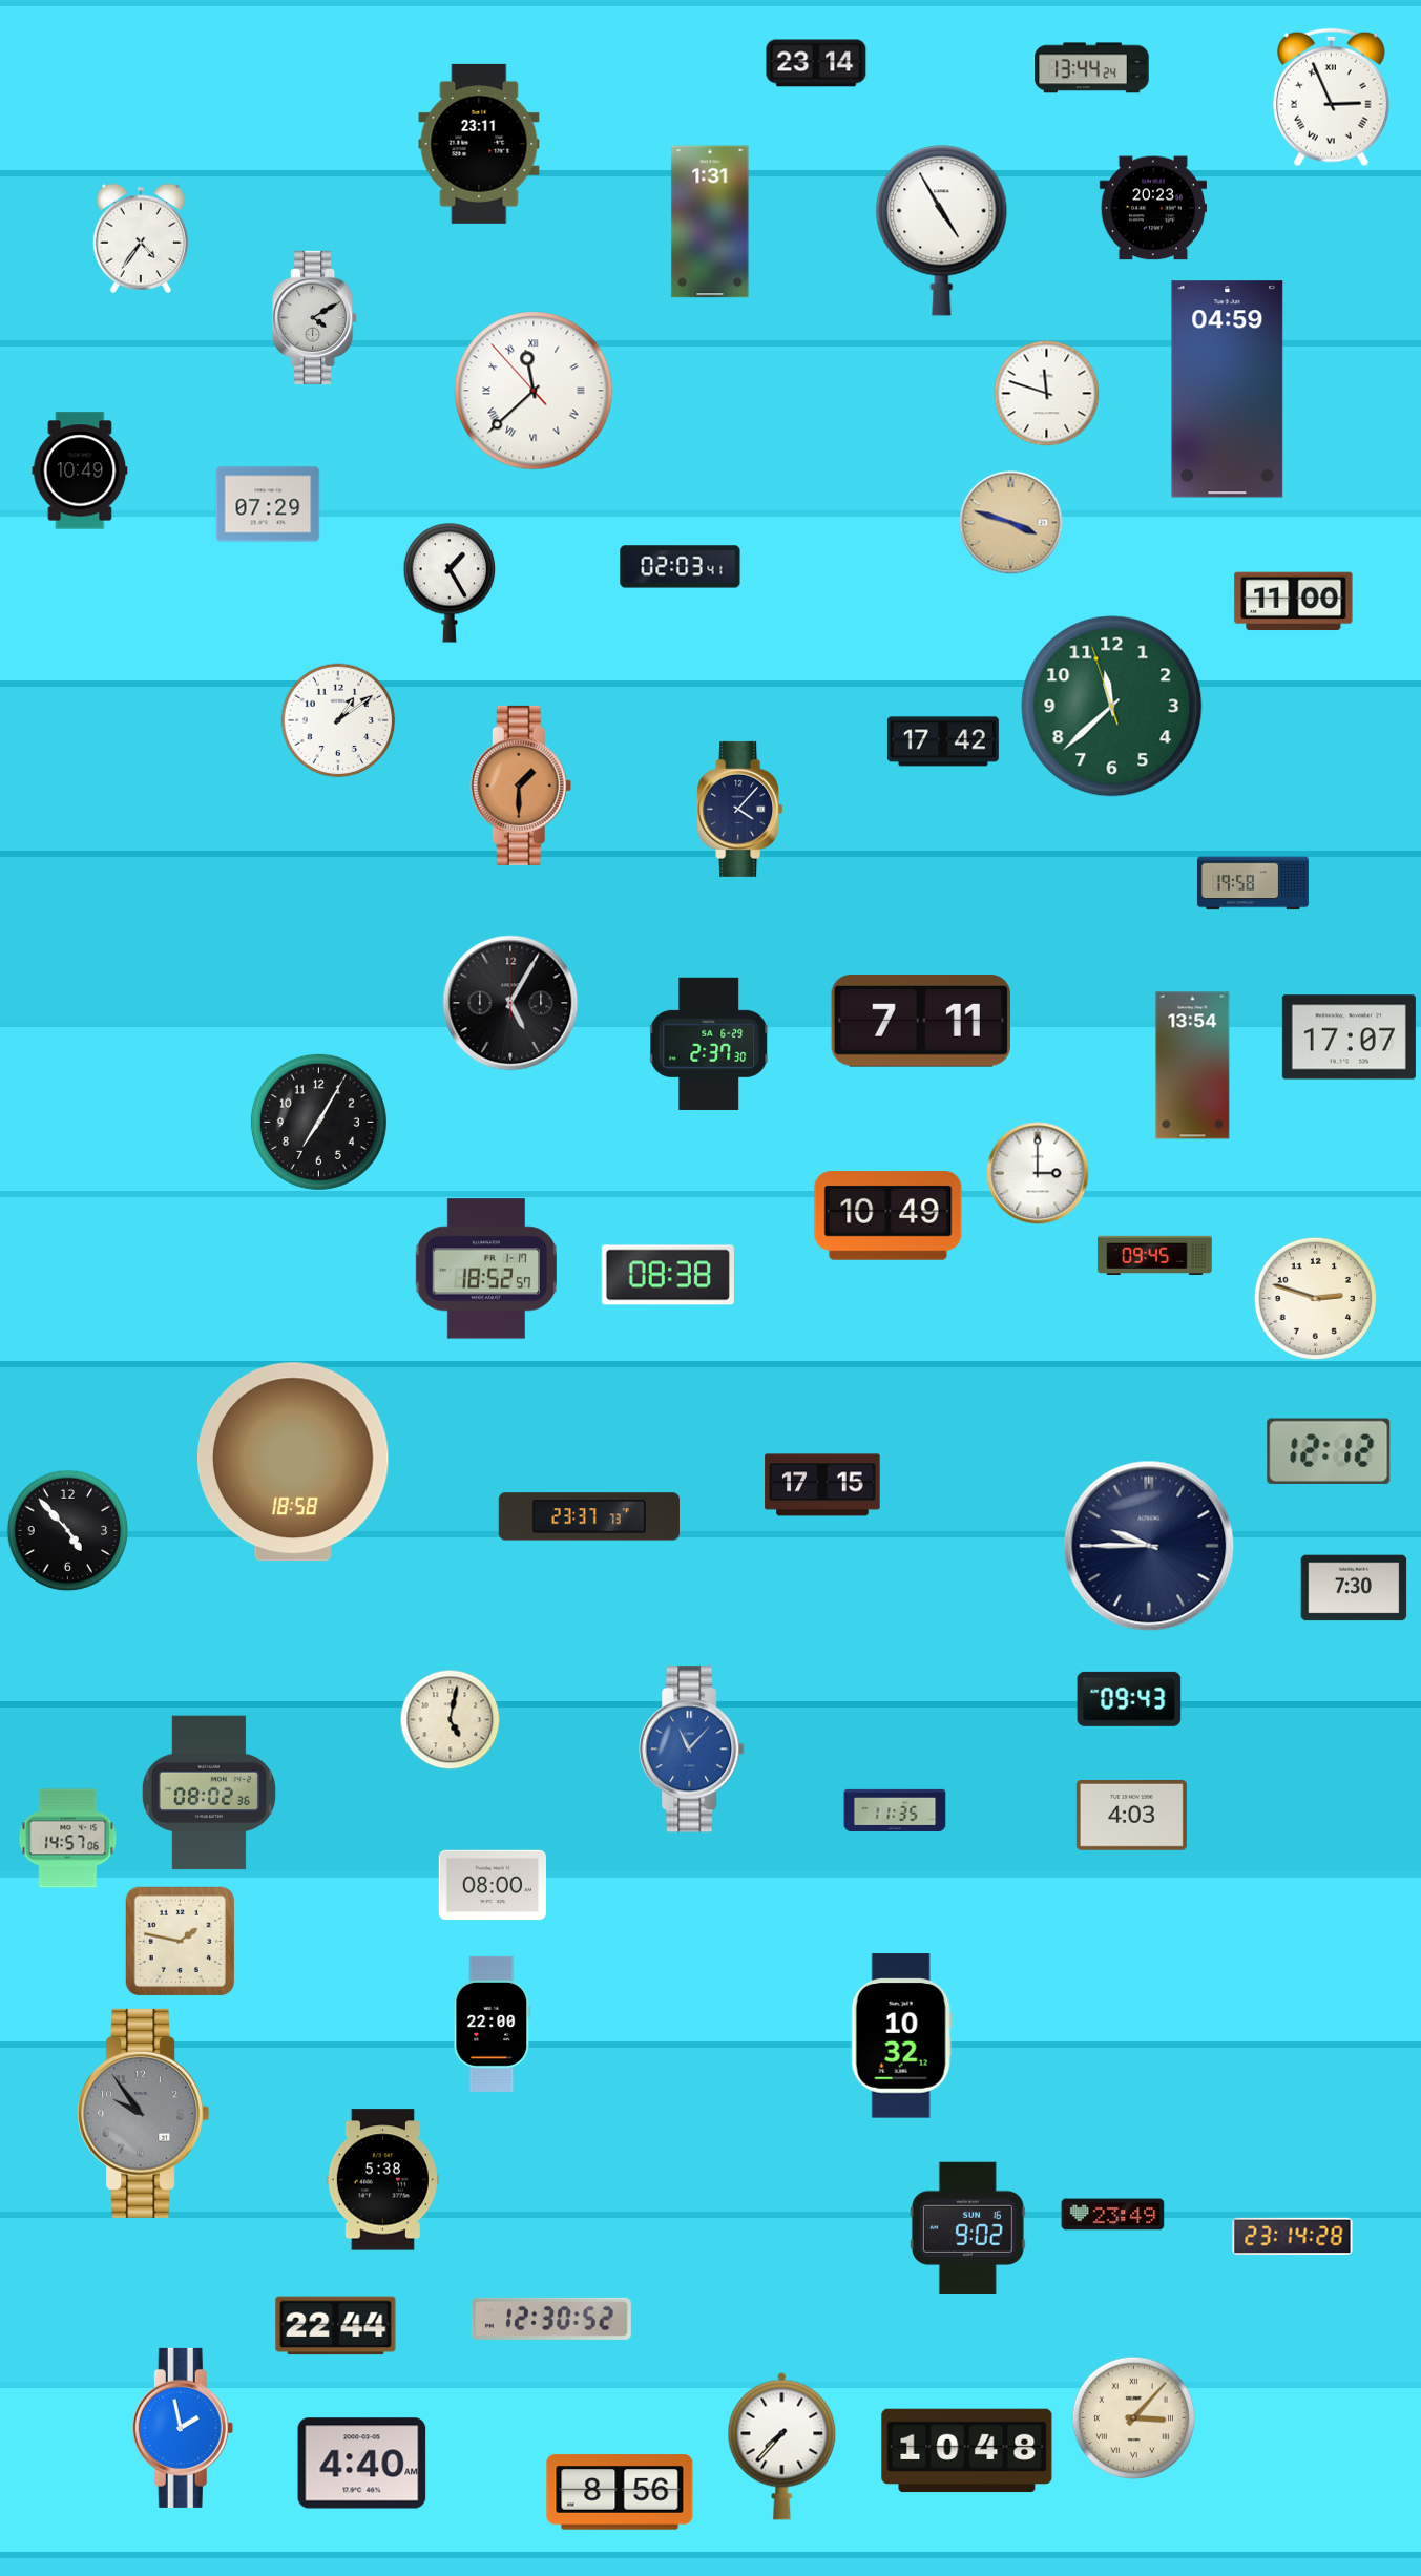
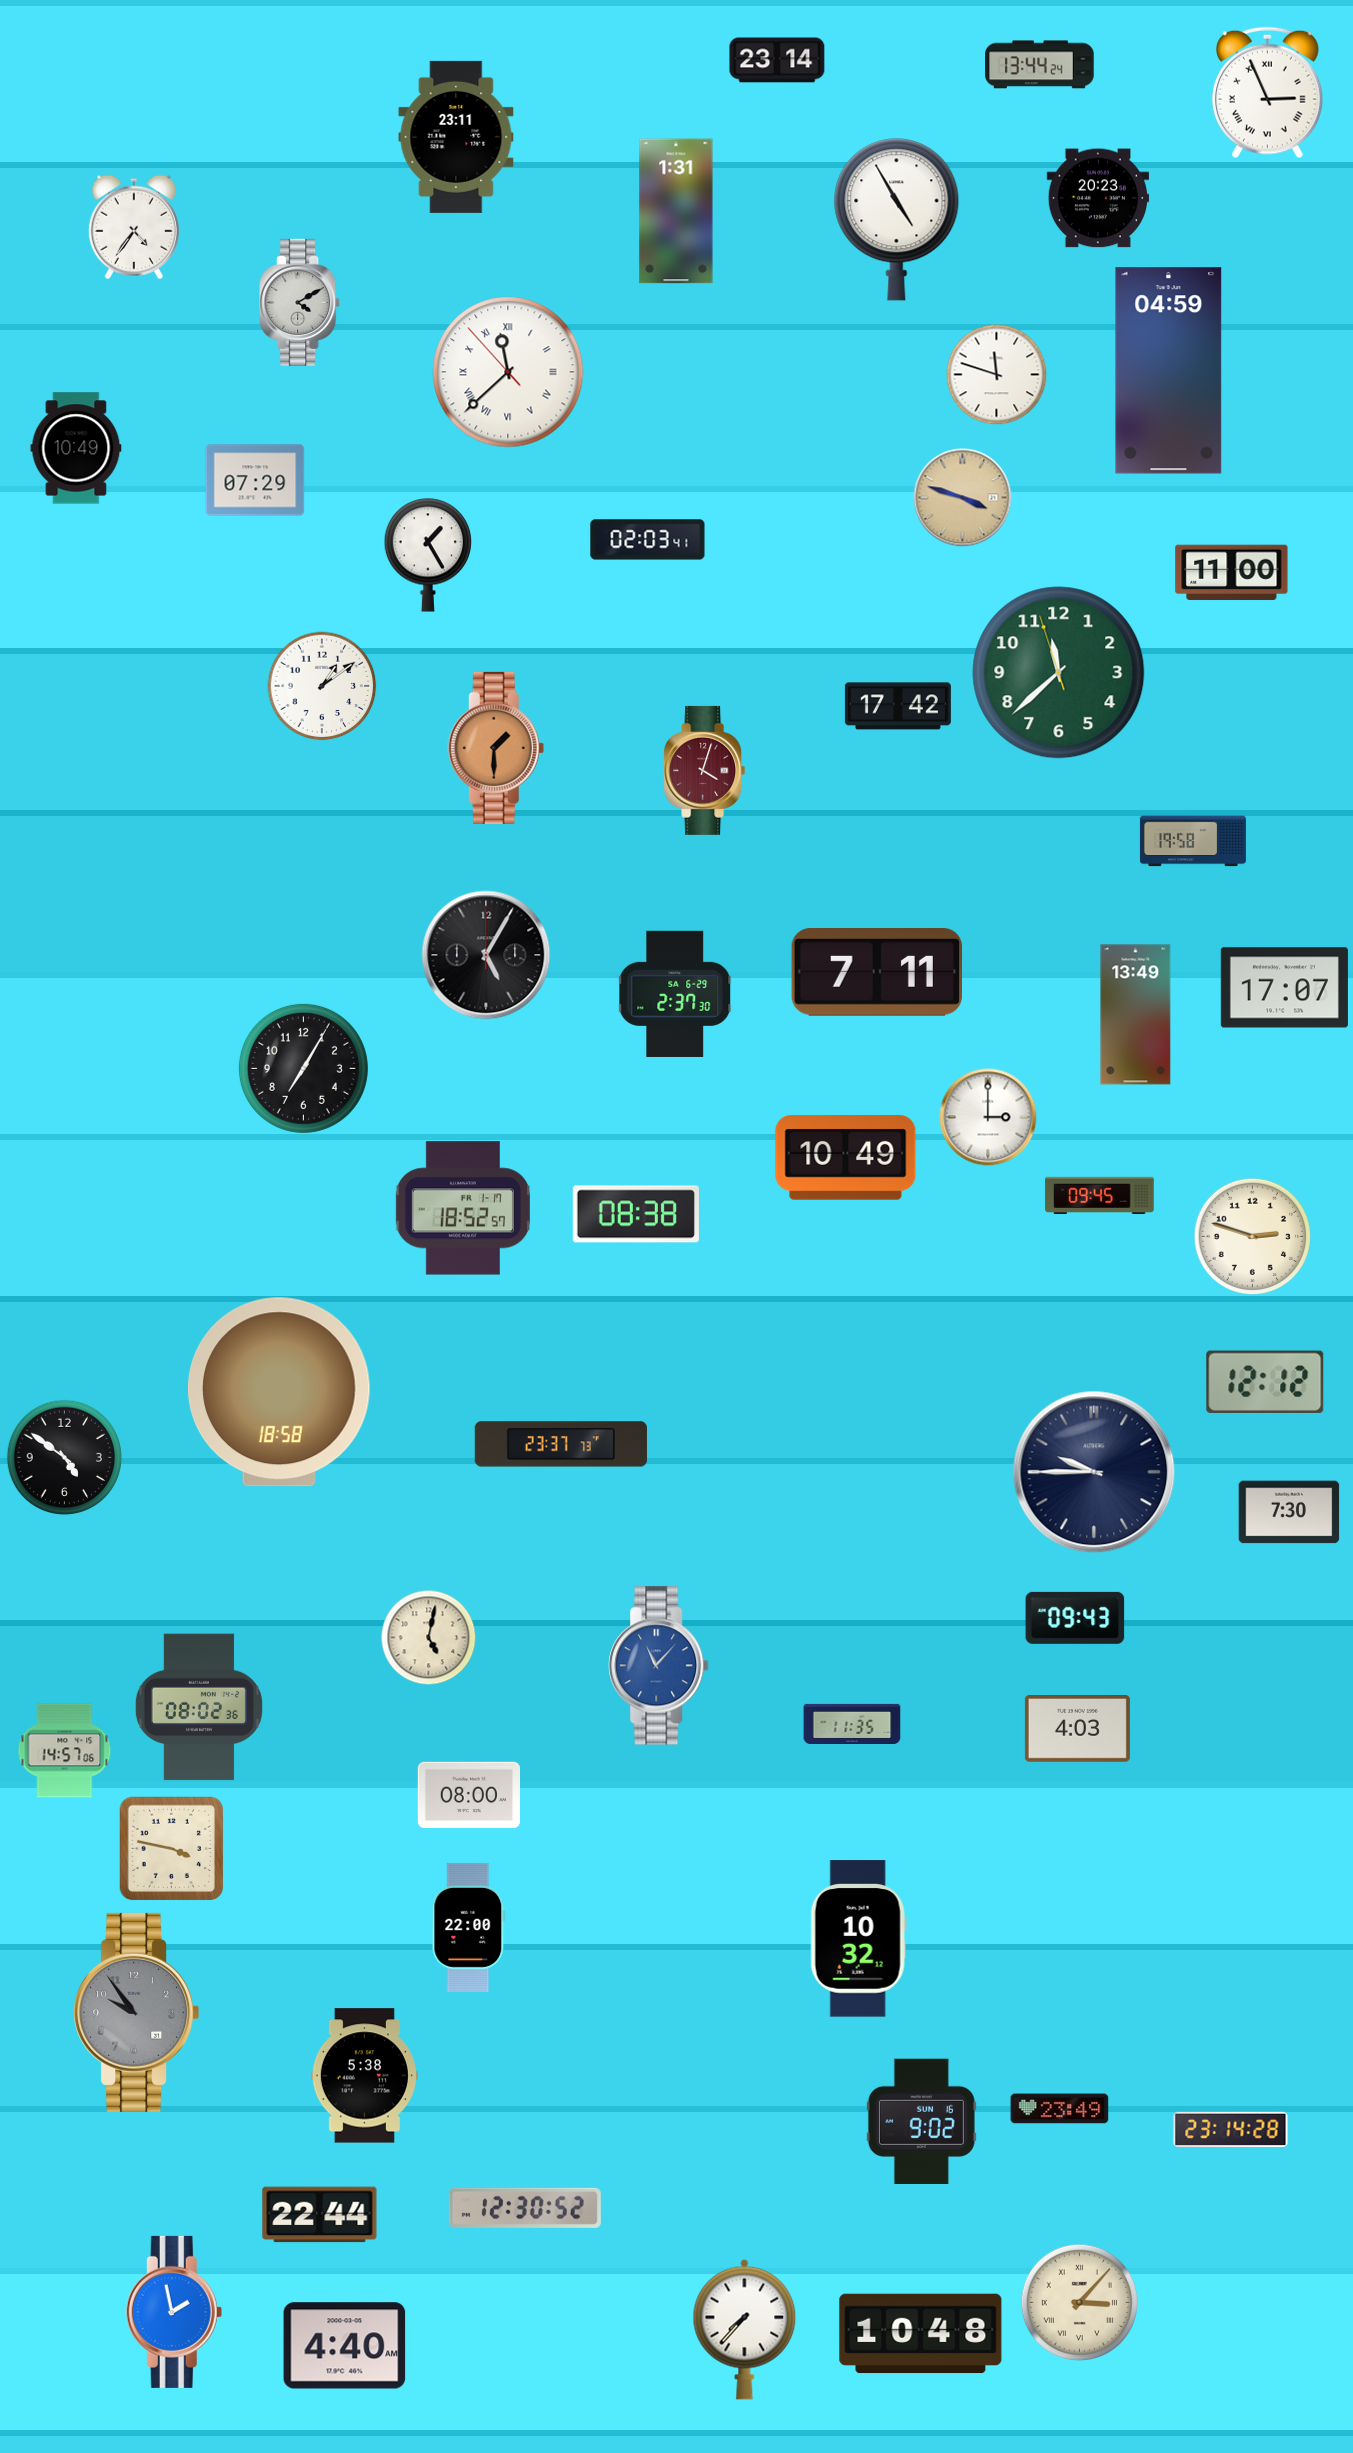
clock at (740, 809): 4:07 -> 4:03
clock at (740, 809) dial: navy -> burgundy
clock at (1193, 1066): 13:54 -> 13:49
clock at (822, 1485): 17:15 -> none
clock at (68, 1531): 4:53 -> 4:51
clock at (181, 1942): 1:47 -> 3:47
clock at (620, 2492): 8:56 -> none
